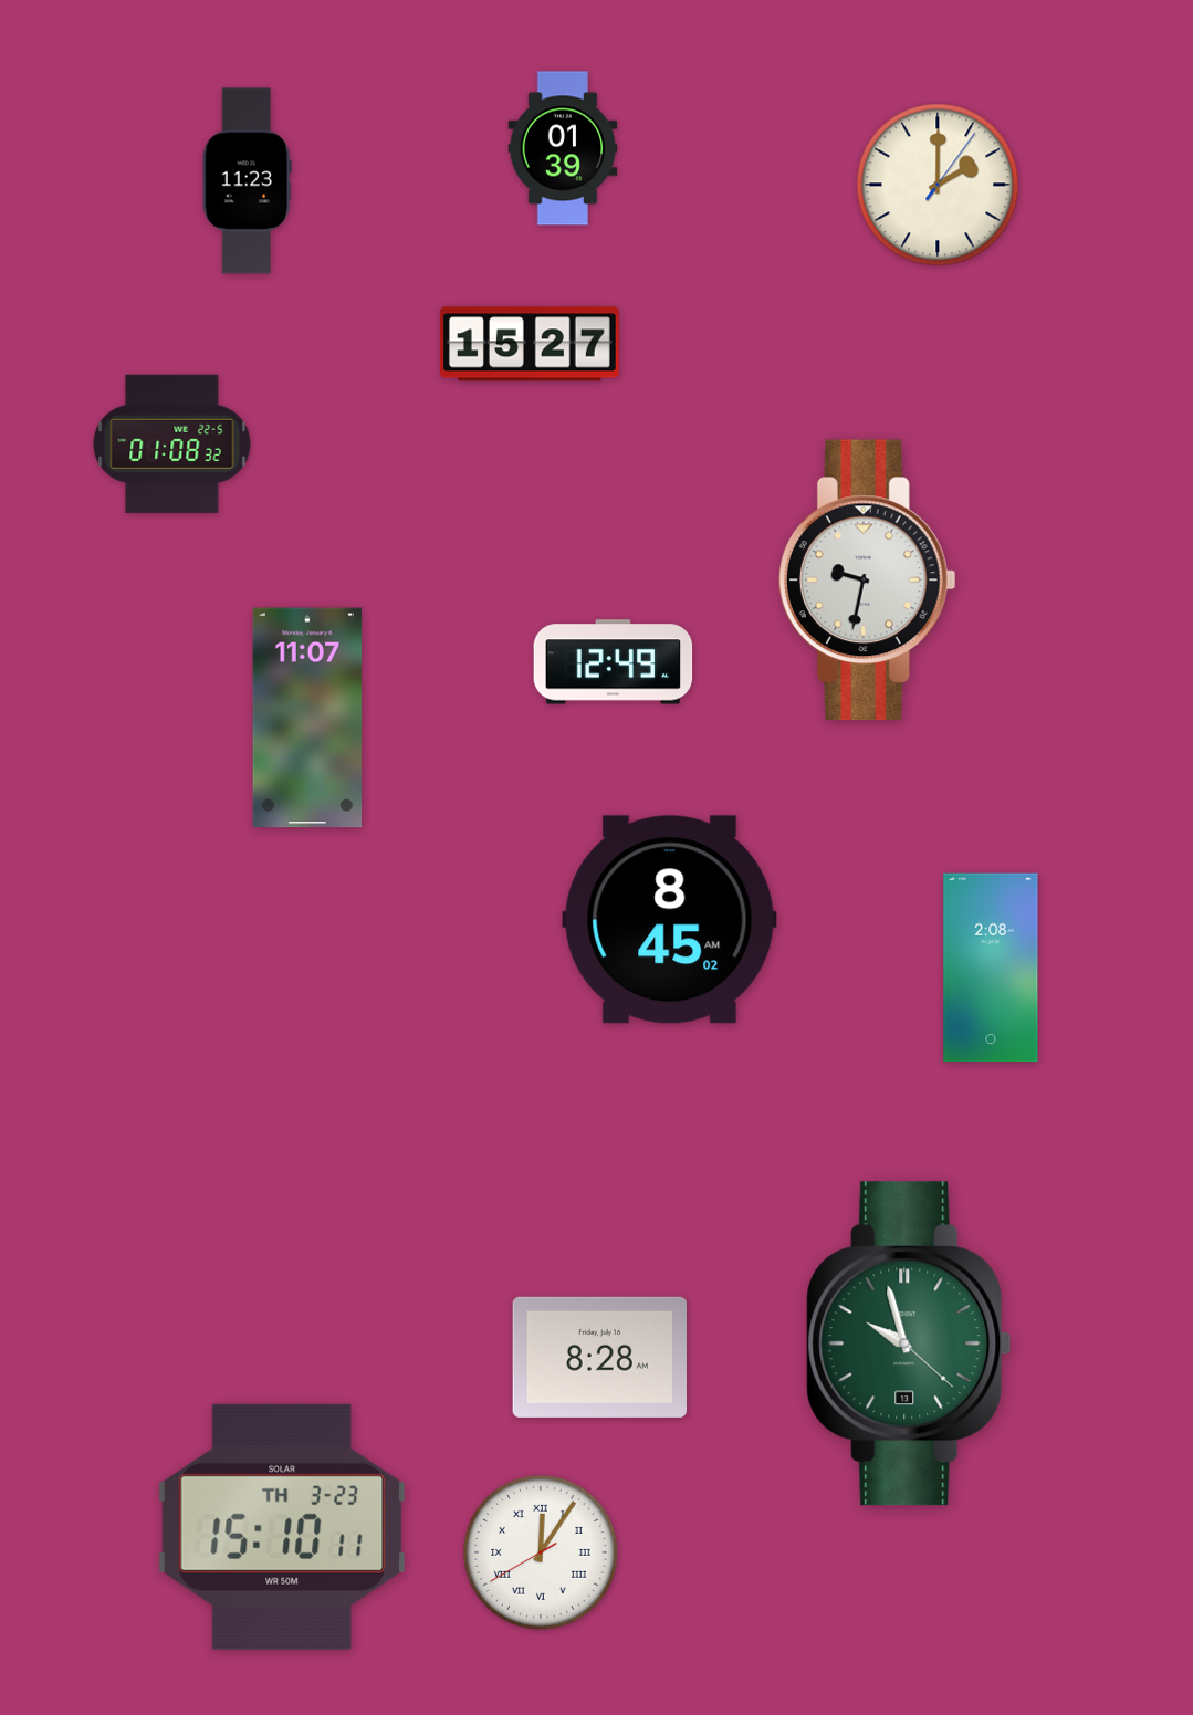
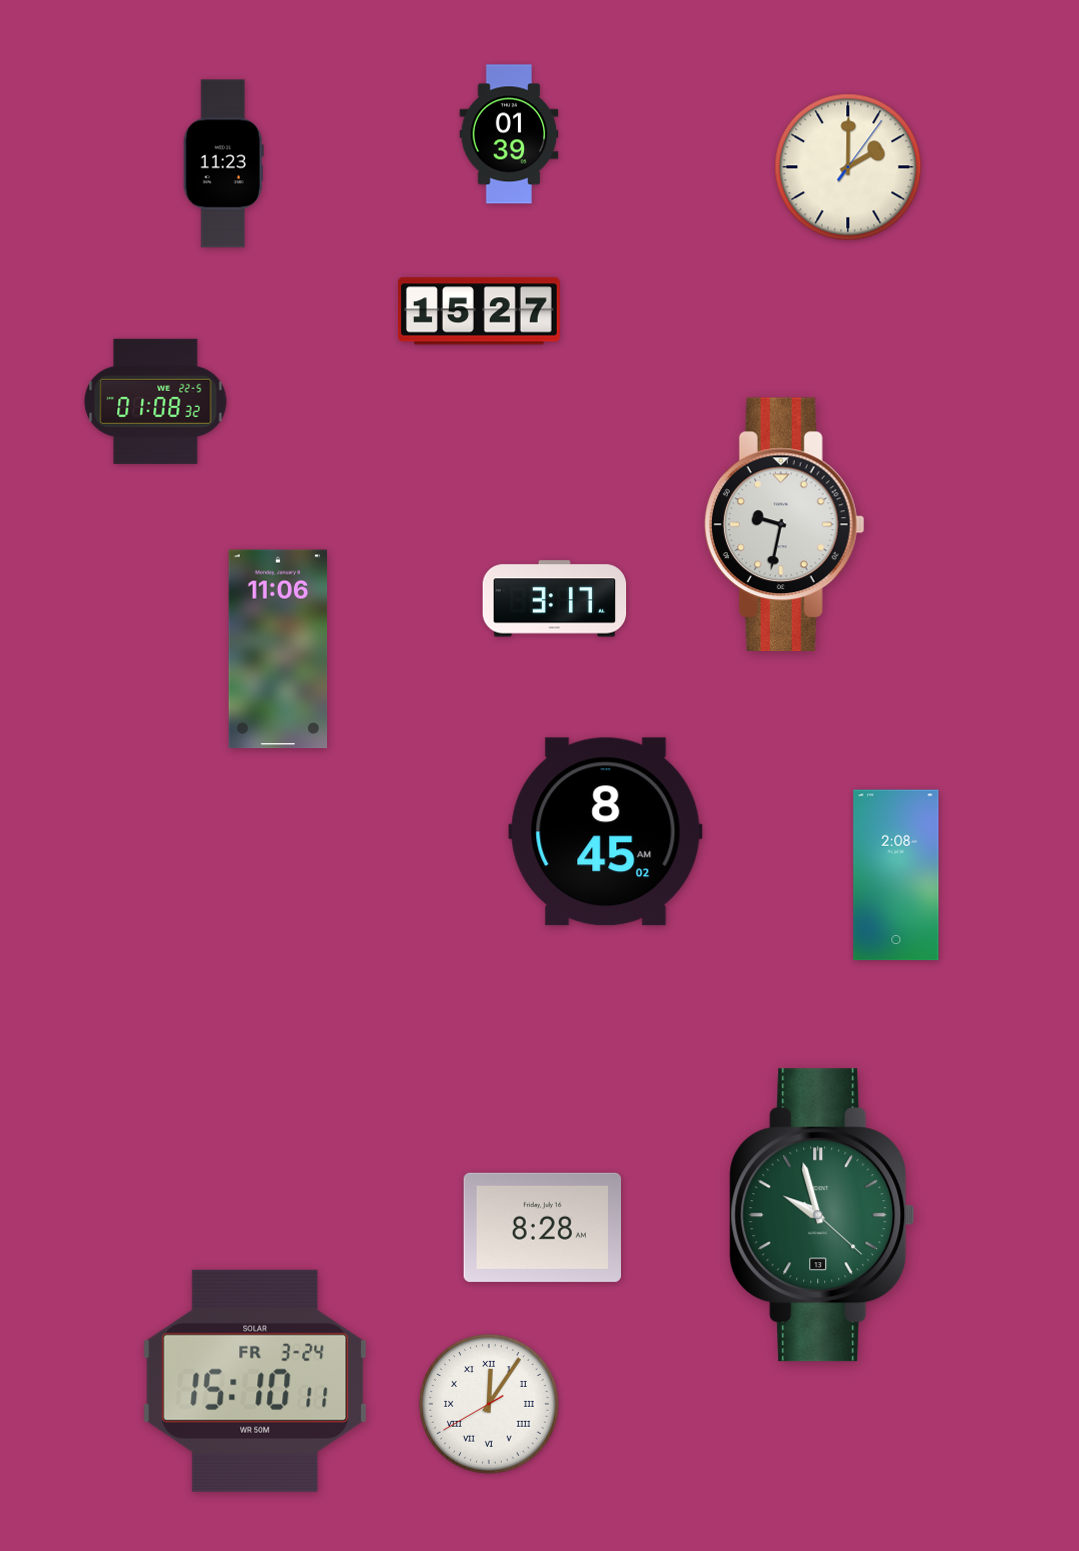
clock at (614, 662): 12:49 -> 3:17
clock at (307, 718): 11:07 -> 11:06
clock at (282, 1527) date: TH 3-23 -> FR 3-24
